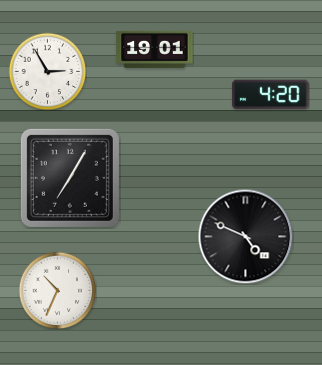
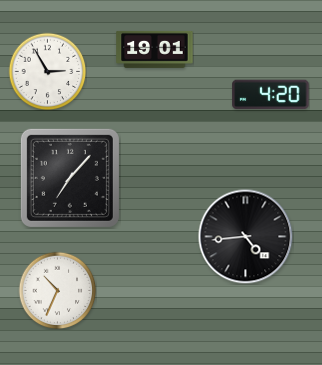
clock at (70, 178): 7:05 -> 7:07
clock at (245, 236): 4:49 -> 4:44
